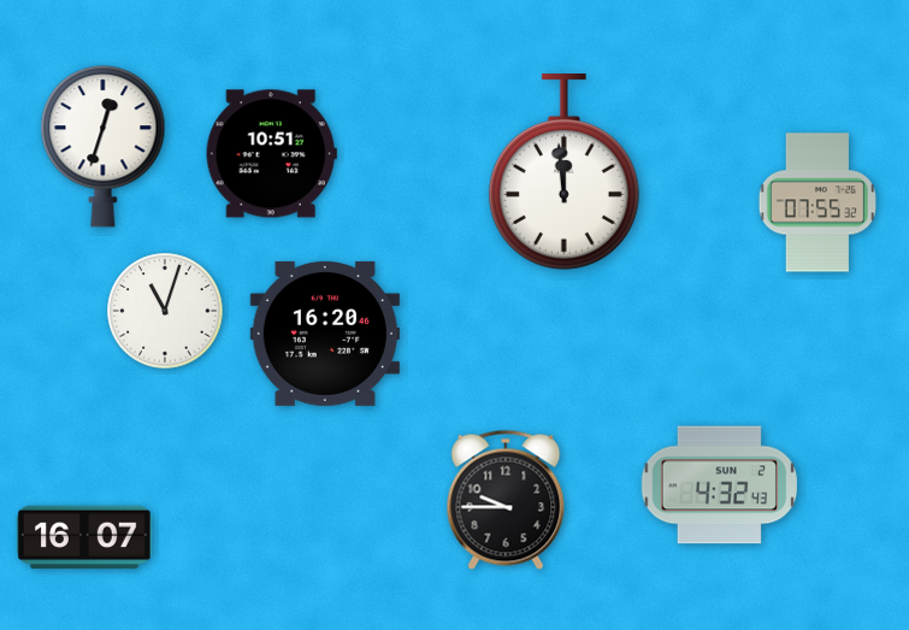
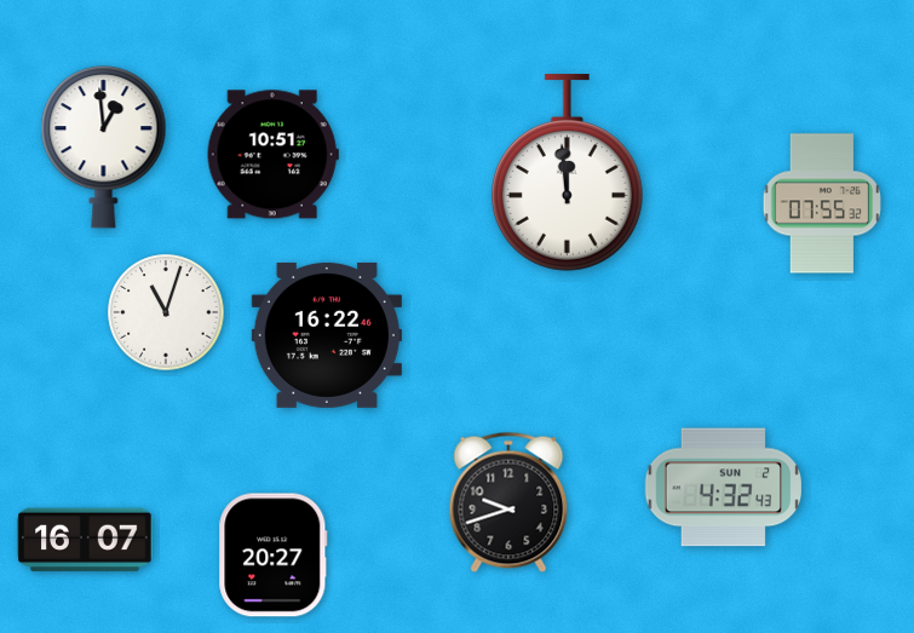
clock at (104, 147): 12:33 -> 12:59
clock at (325, 334): 16:20 -> 16:22
clock at (506, 500): 9:45 -> 9:42
clock at (274, 556): none -> 20:27
